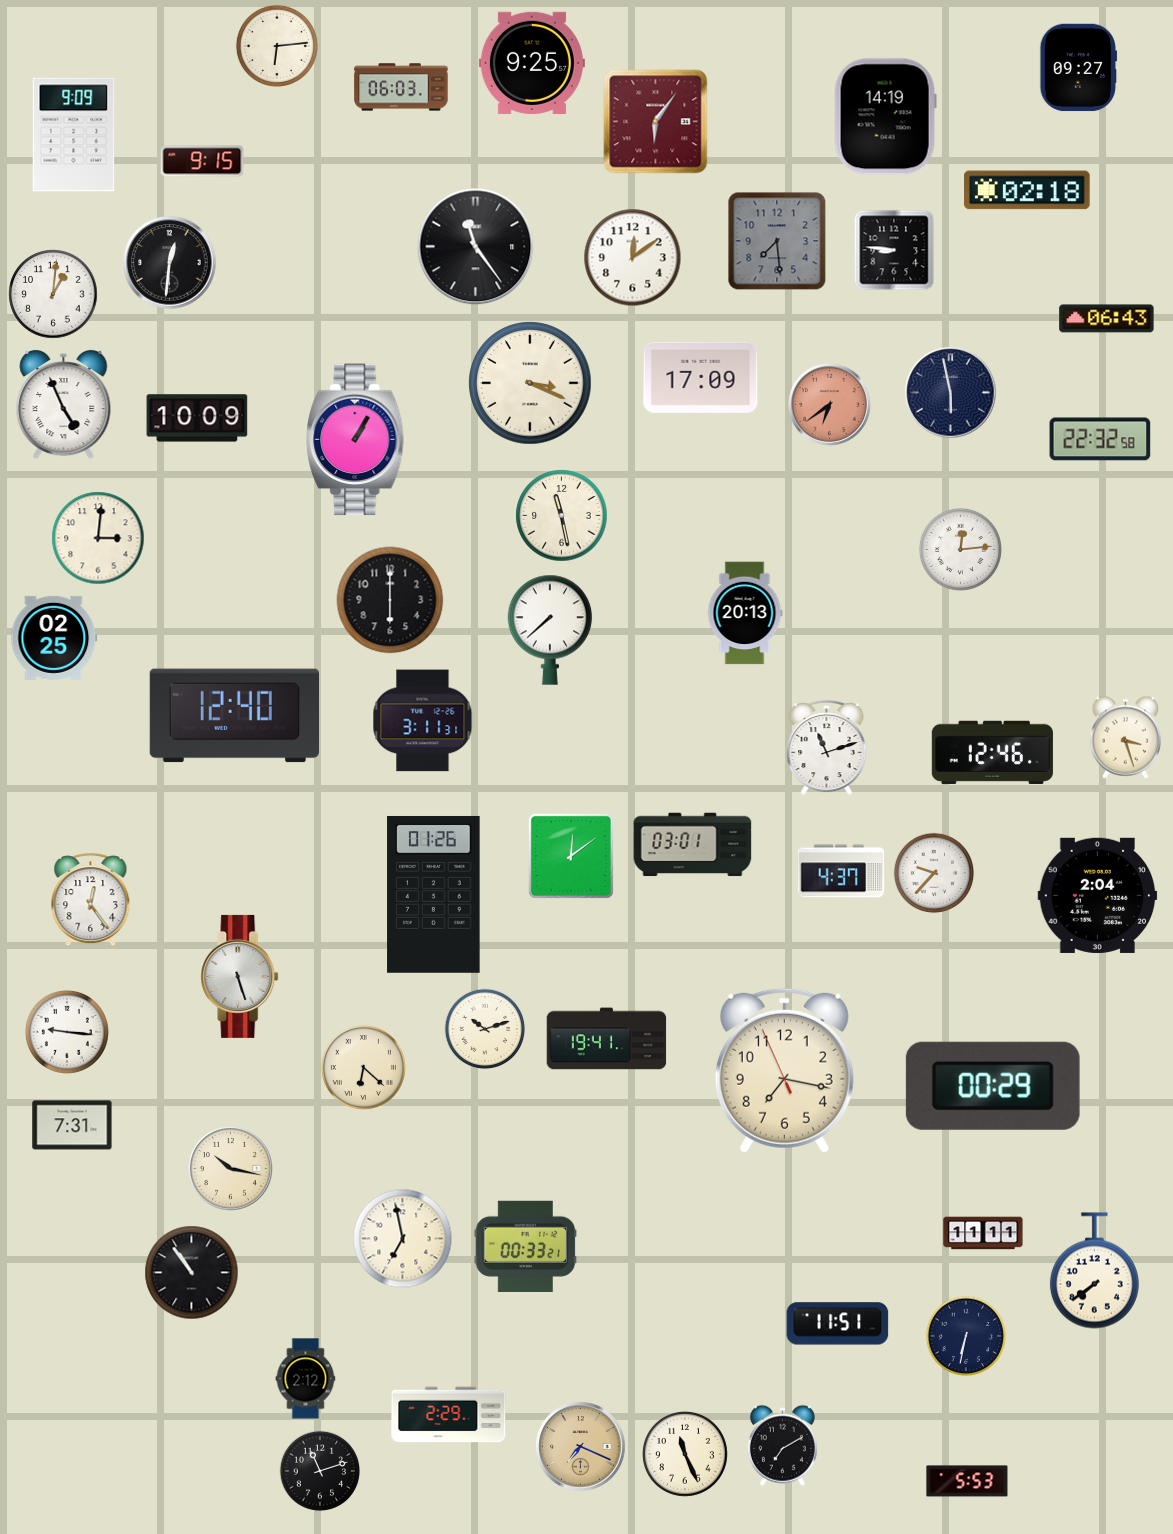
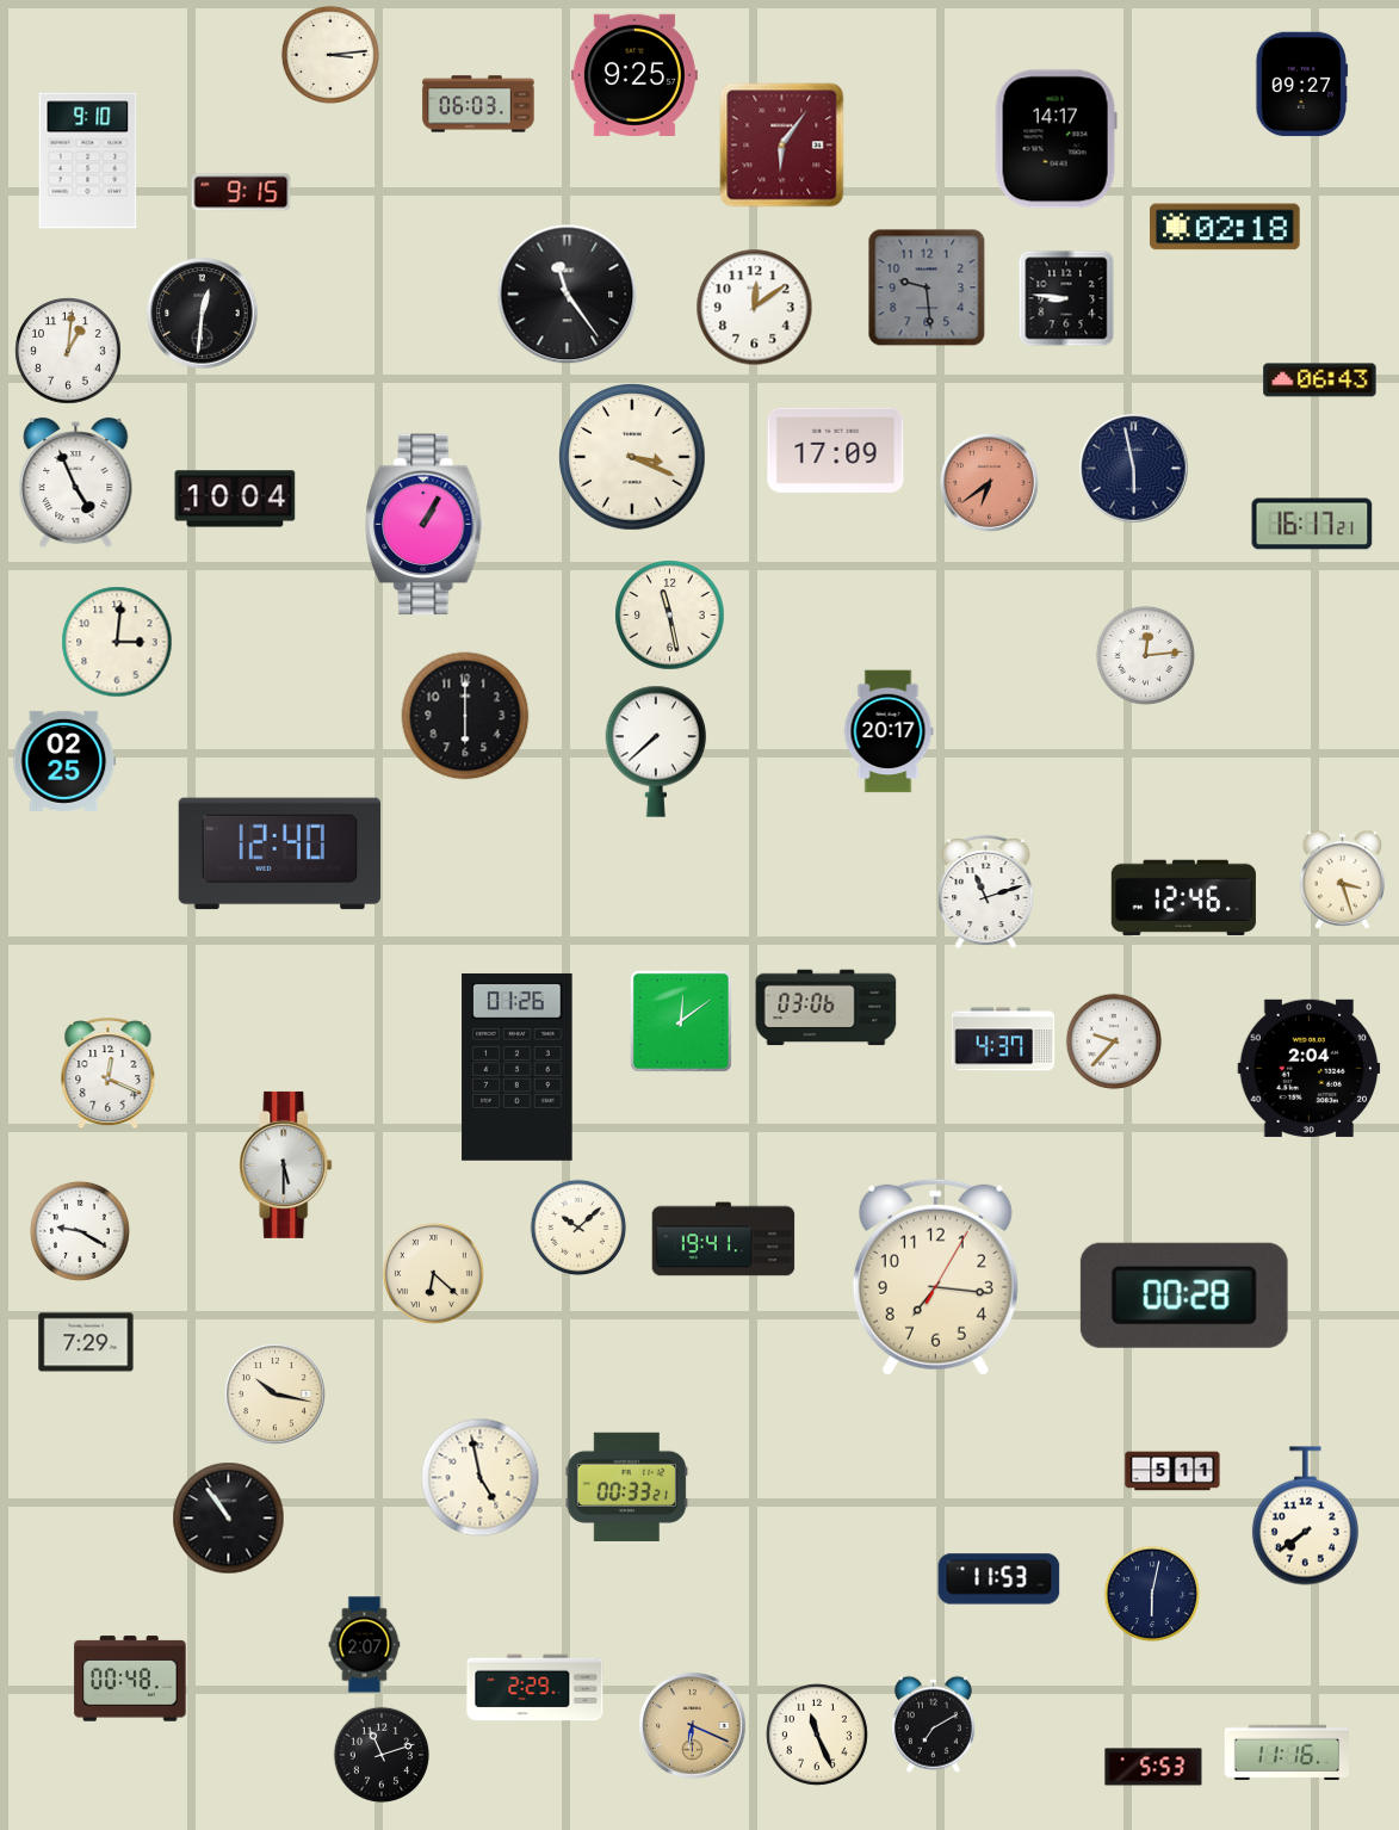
clock at (277, 46): 6:14 -> 3:14
clock at (1079, 68) position: (1079, 68) -> (1302, 85)
clock at (885, 117): 14:19 -> 14:17
clock at (74, 135): 9:09 -> 9:10
clock at (777, 241): 7:29 -> 9:29
clock at (53, 294) position: (53, 294) -> (68, 351)
clock at (197, 418): 10:09 -> 10:04
clock at (1100, 439): 22:32 -> 16:17
clock at (745, 613): 20:13 -> 20:17
clock at (423, 721): 3:11 -> none
clock at (693, 845): 03:01 -> 03:06
clock at (91, 900): 12:24 -> 12:19
clock at (240, 976): 5:27 -> 5:30
clock at (485, 1029): 10:12 -> 10:08
clock at (67, 1032): 9:16 -> 9:20
clock at (784, 1070): 7:16:56 -> 7:16:05
clock at (993, 1086): 00:29 -> 00:28
clock at (72, 1125): 7:31 -> 7:29
clock at (983, 1233): 11:11 -> 5:11
clock at (403, 1239): 6:58 -> 4:58
clock at (838, 1324): 11:51 -> 11:53
clock at (966, 1336): 6:32 -> 6:02
clock at (306, 1379): 2:12 -> 2:07
clock at (130, 1678): none -> 00:48
clock at (581, 1447): 7:19 -> 6:19
clock at (1286, 1752): none -> 11:16
